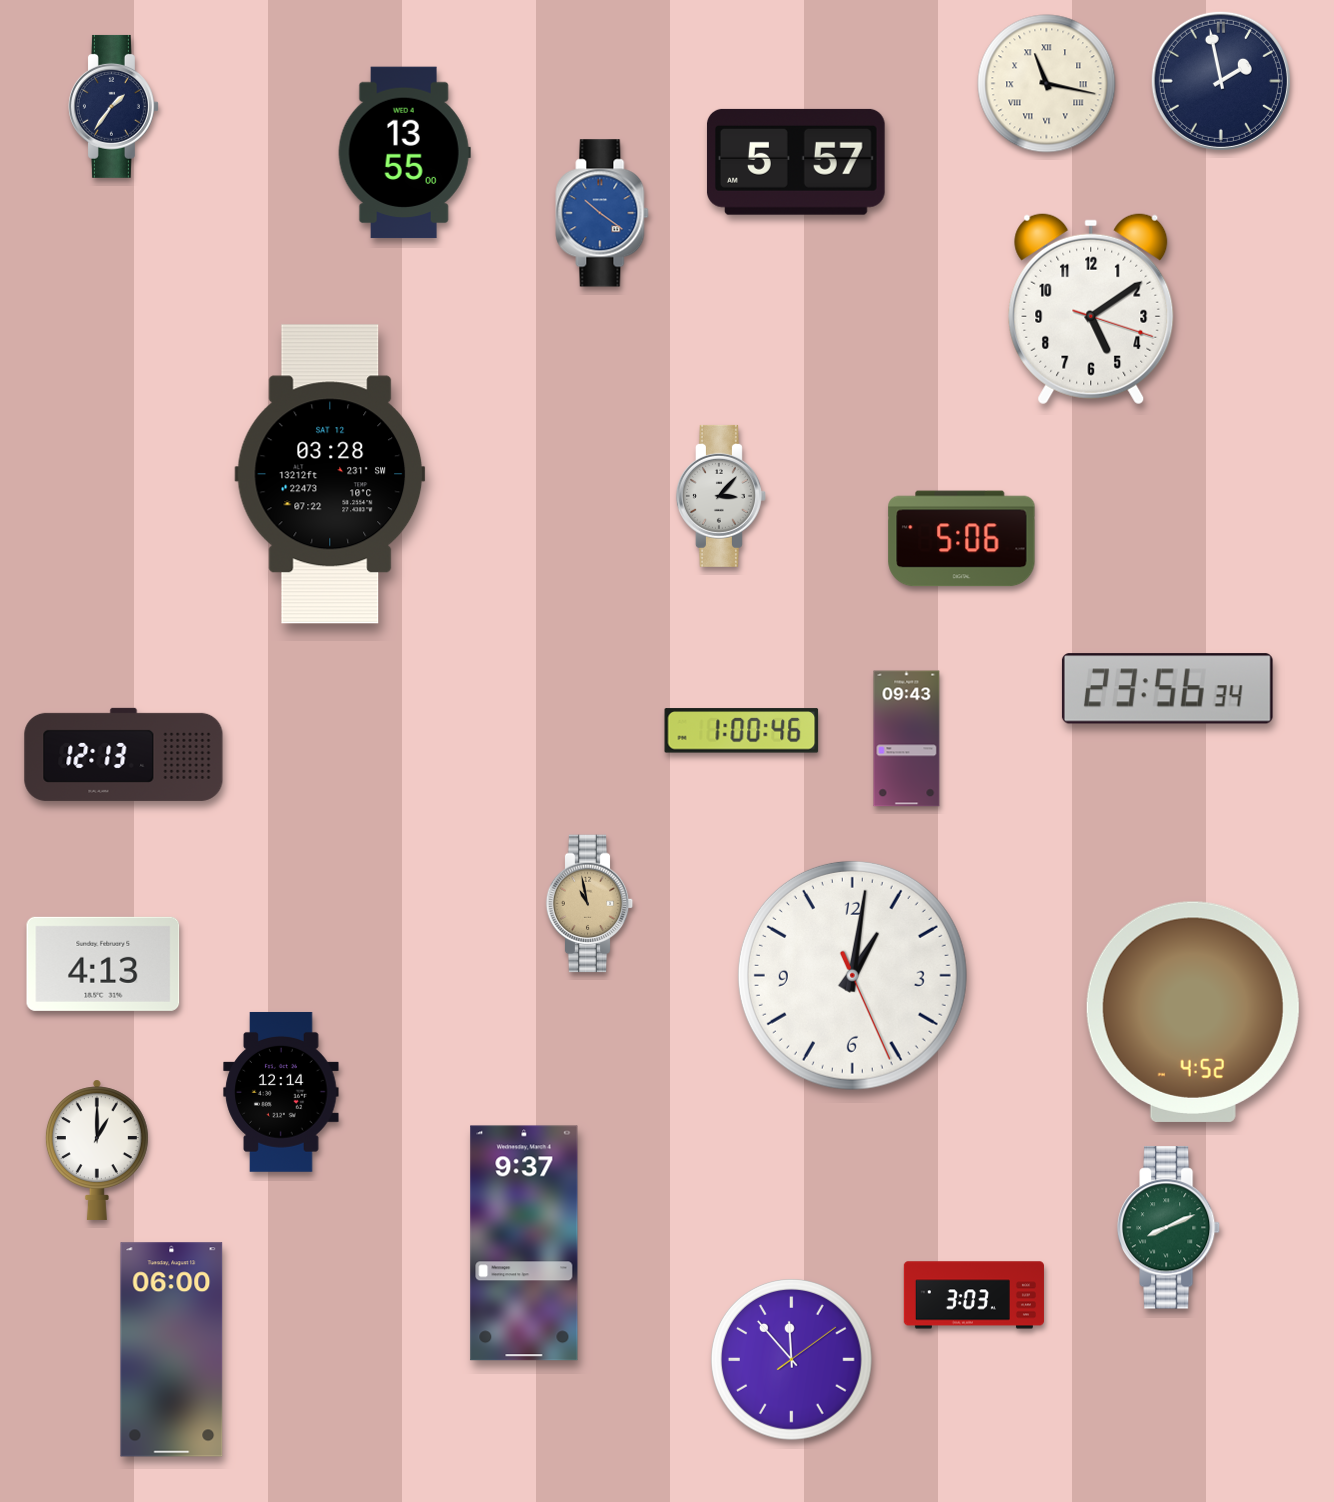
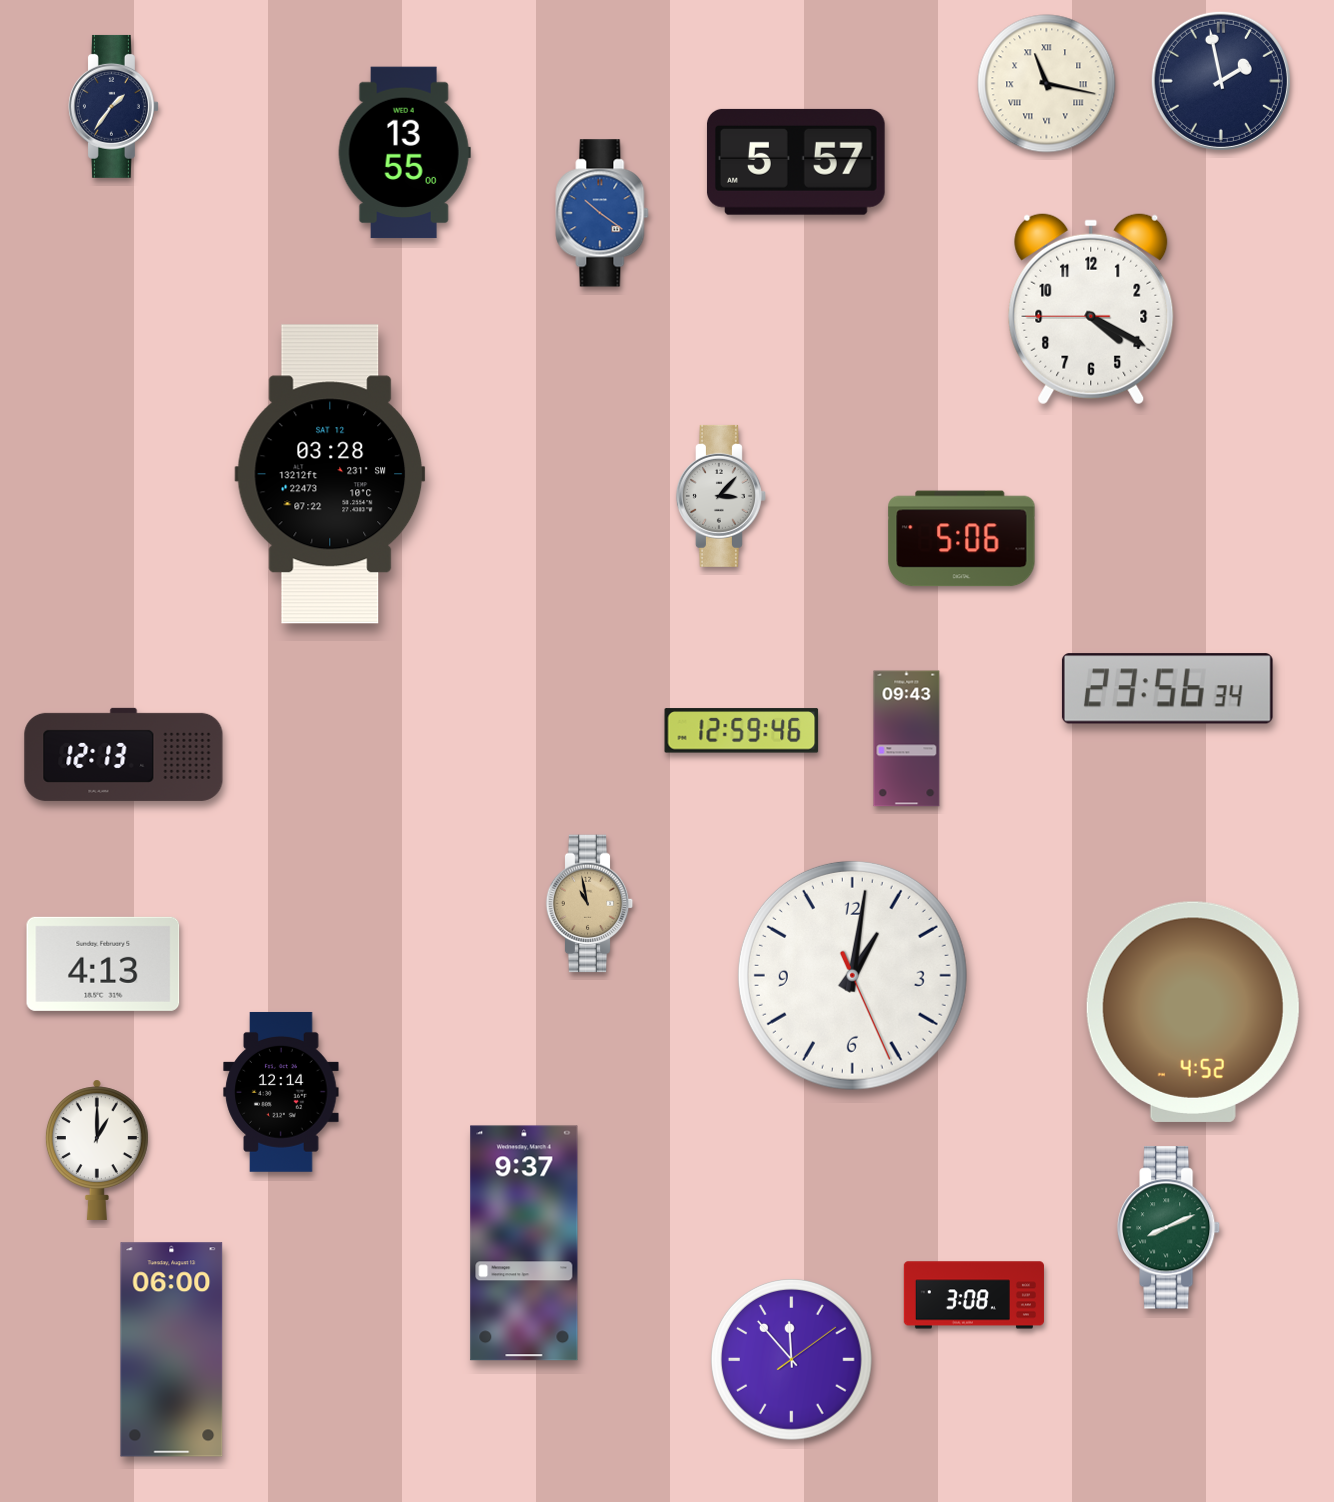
clock at (1091, 309): 5:09 -> 4:19
clock at (742, 731): 1:00 -> 12:59
clock at (974, 1295): 3:03 -> 3:08
